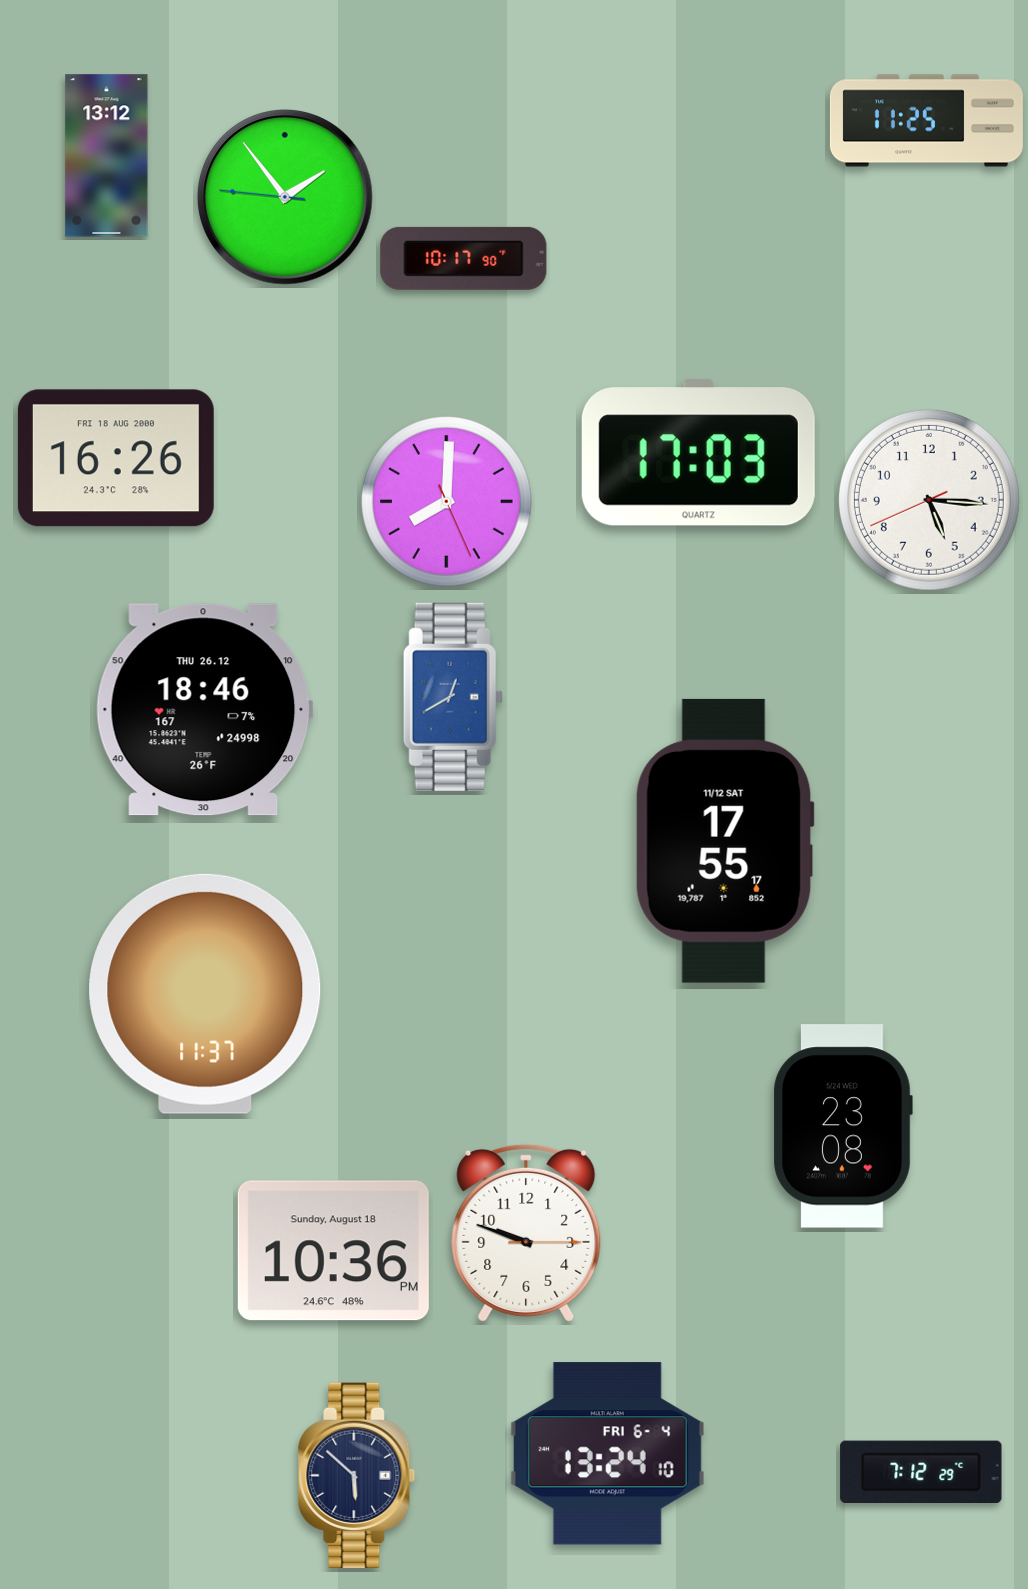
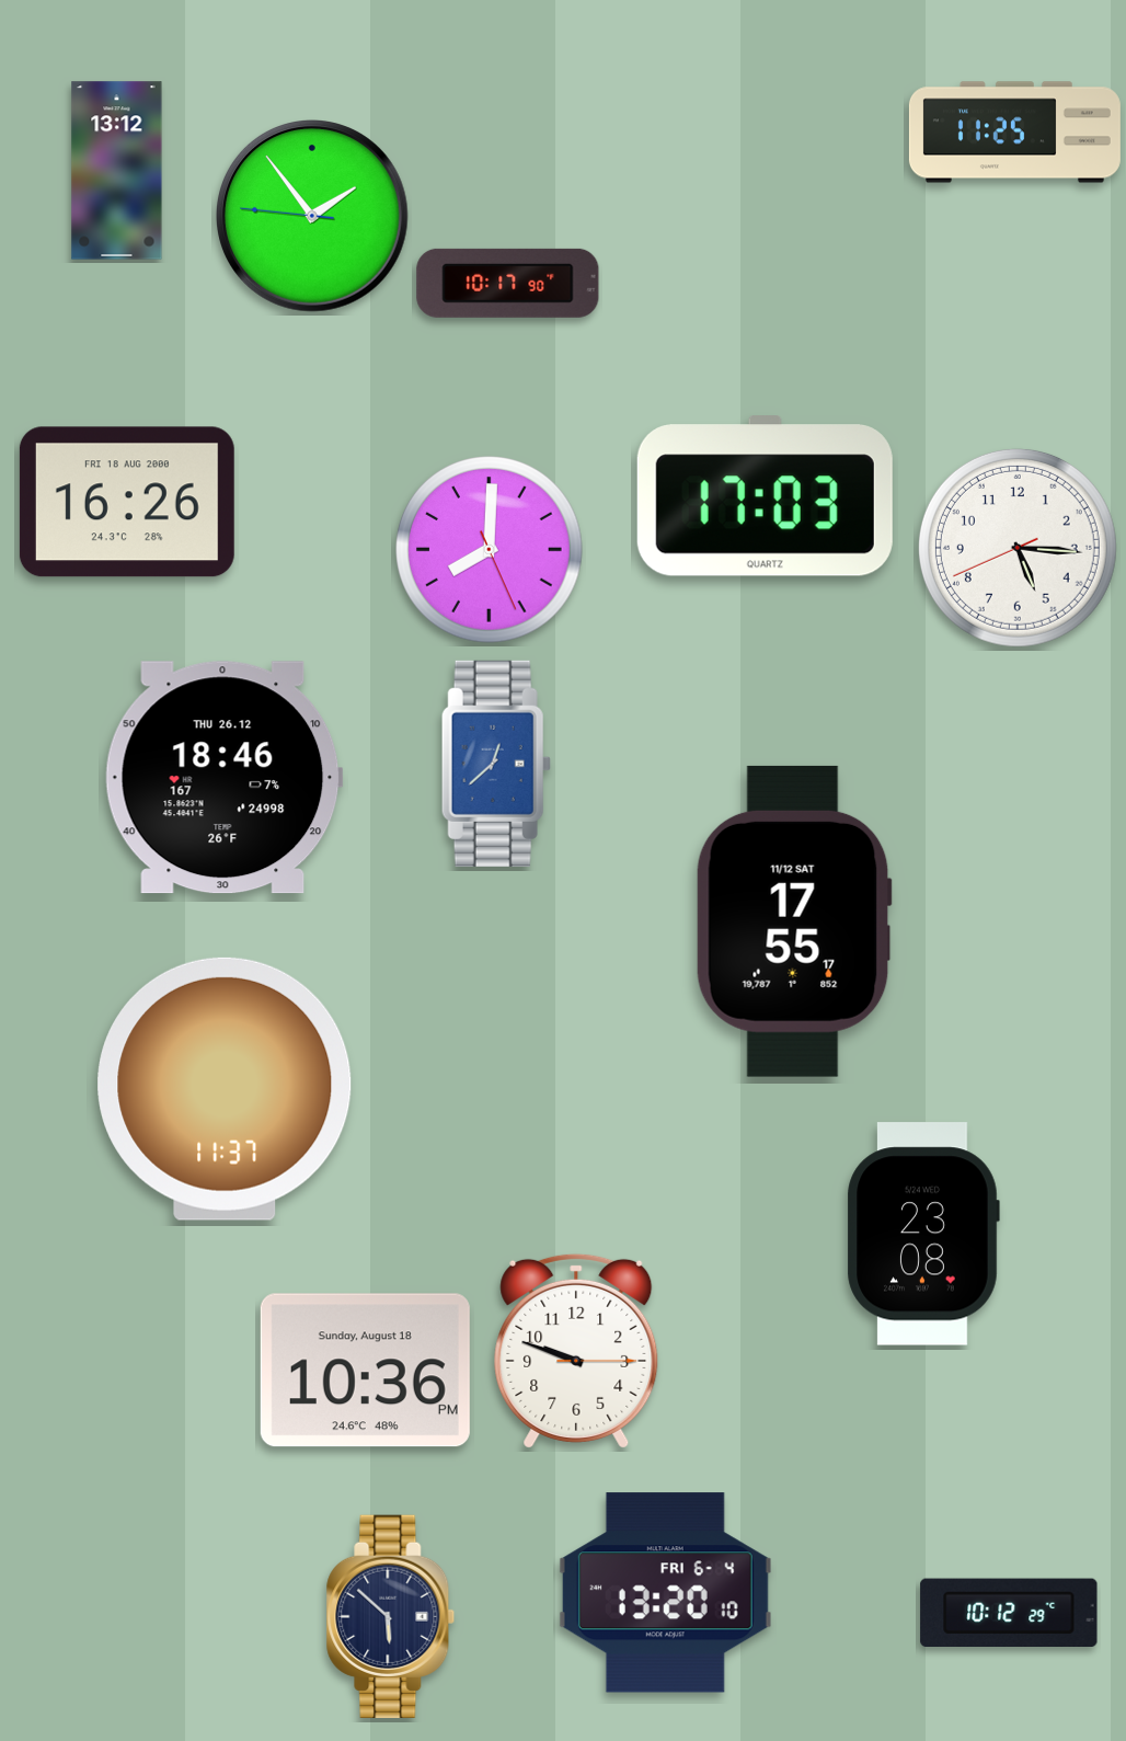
clock at (453, 697): 12:40 -> 12:38
clock at (607, 1454): 13:24 -> 13:20
clock at (921, 1471): 7:12 -> 10:12
